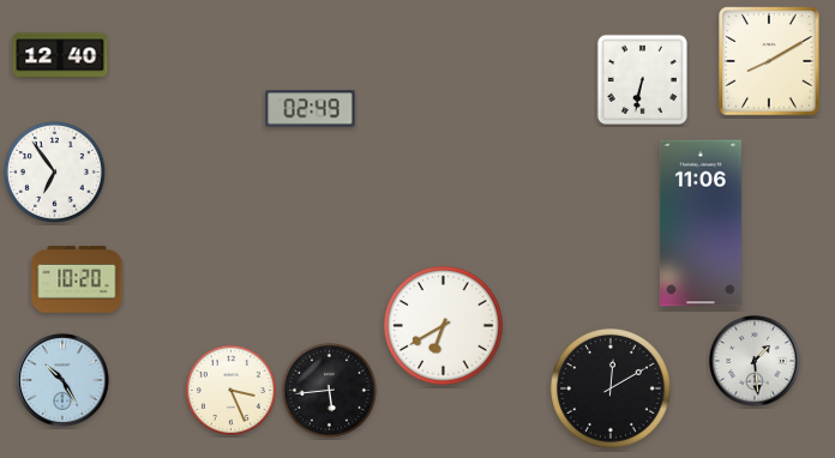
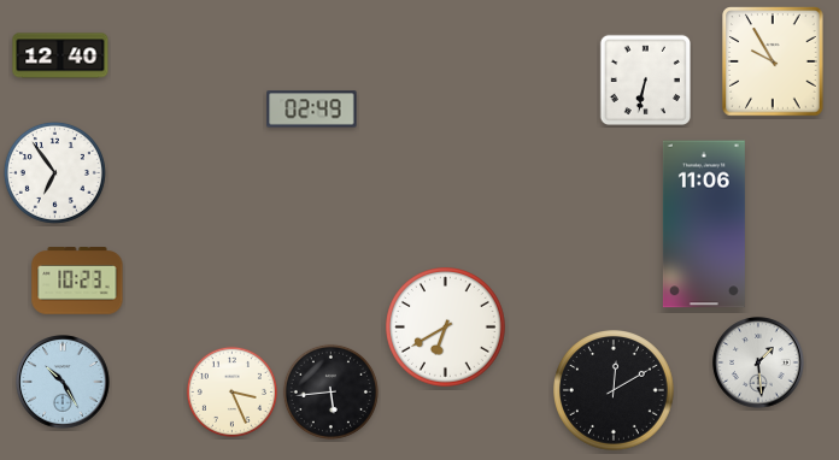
clock at (769, 61): 8:10 -> 9:55
clock at (77, 279): 10:20 -> 10:23
